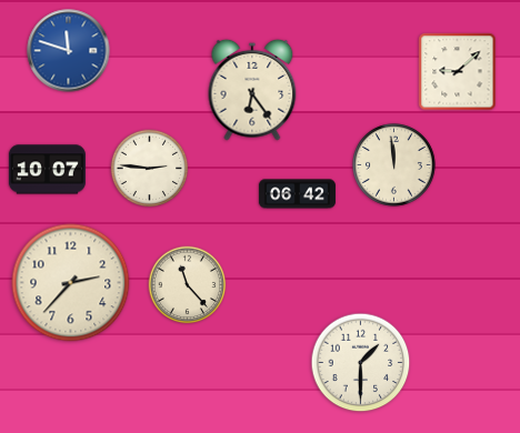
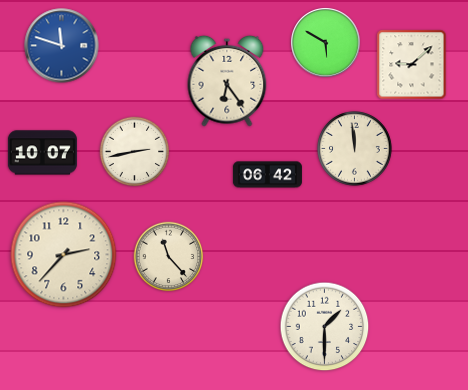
clock at (326, 43): none -> 5:50
clock at (150, 169): 2:46 -> 2:43
